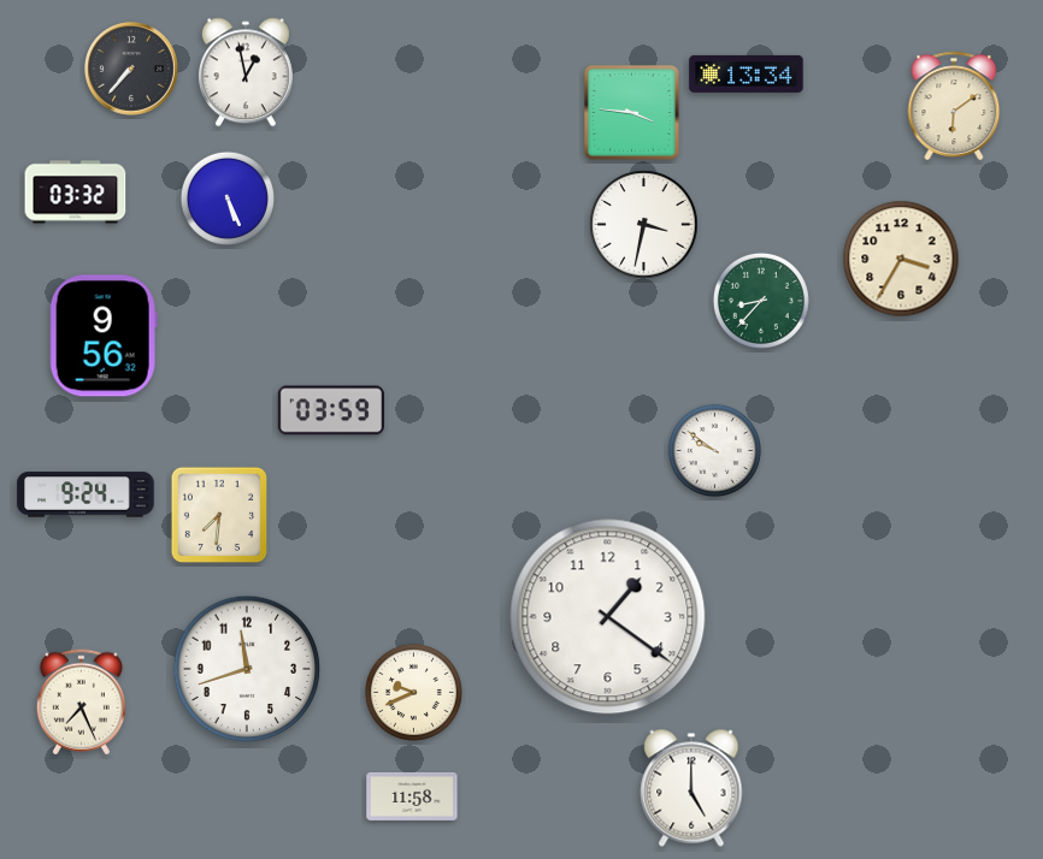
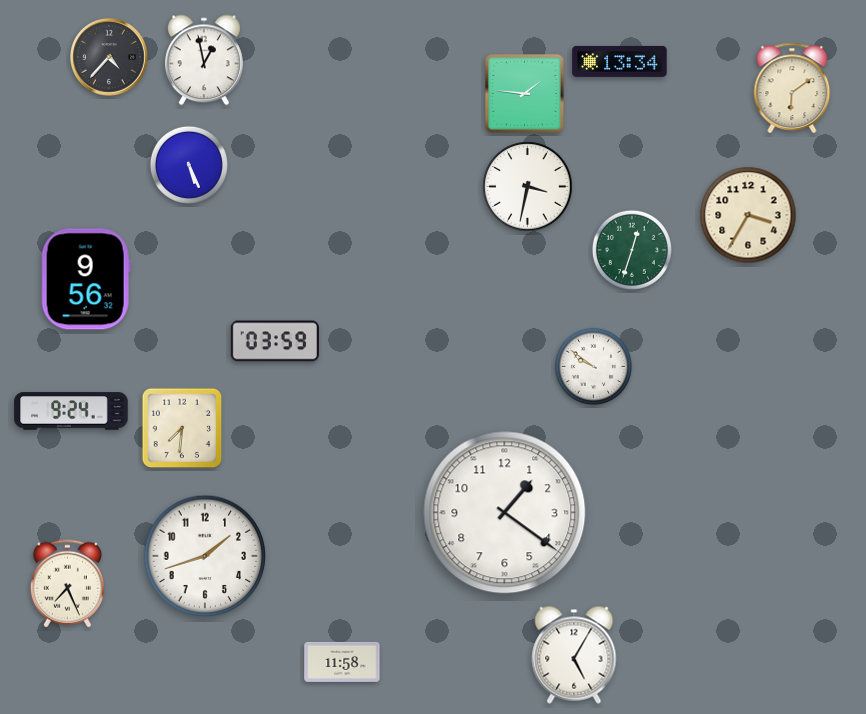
clock at (132, 70): 7:37 -> 4:37
clock at (632, 113): 3:46 -> 1:46
clock at (76, 192): 03:32 -> none
clock at (644, 225) position: (644, 225) -> (528, 187)
clock at (761, 301): 8:37 -> 12:33
clock at (714, 450) position: (714, 450) -> (593, 366)
clock at (247, 669): 11:42 -> 1:42
clock at (413, 692): 9:41 -> none
clock at (691, 788): 5:00 -> 5:05
